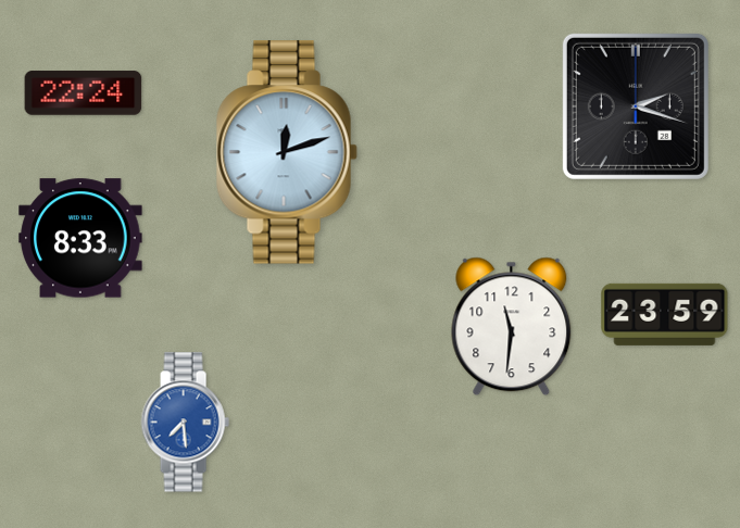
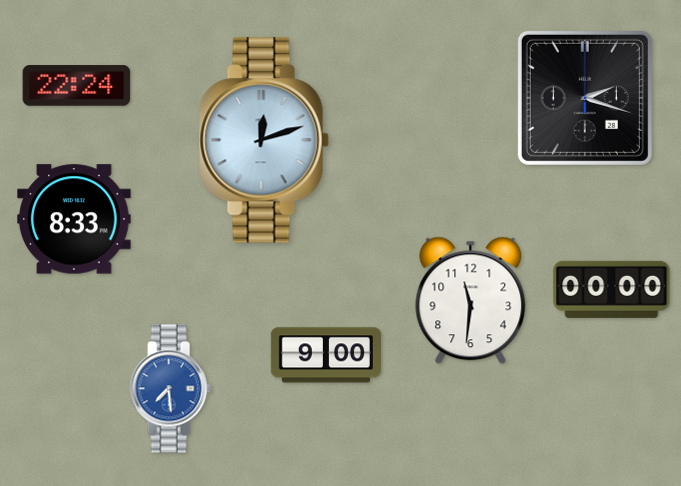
clock at (665, 314): 23:59 -> 00:00
clock at (326, 355): none -> 9:00
